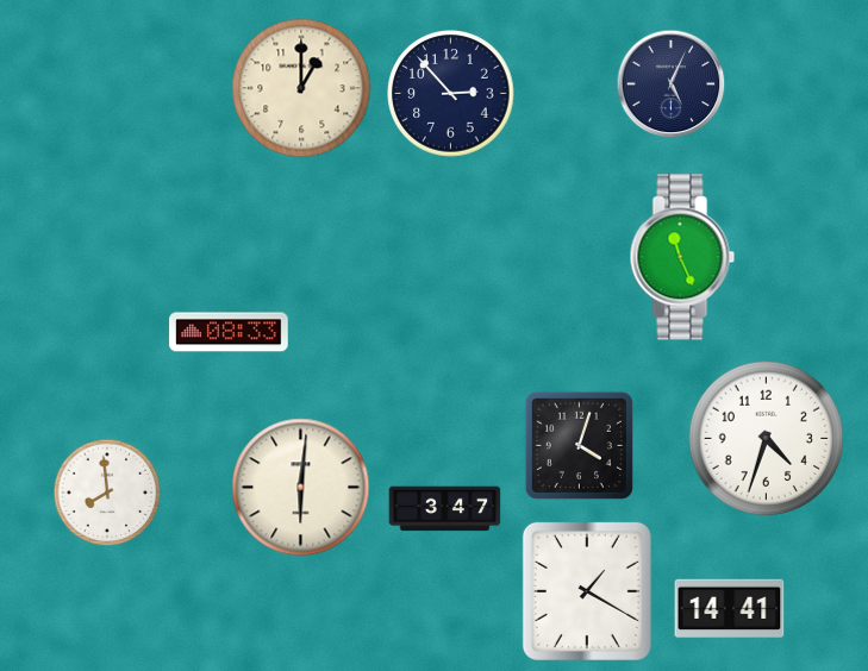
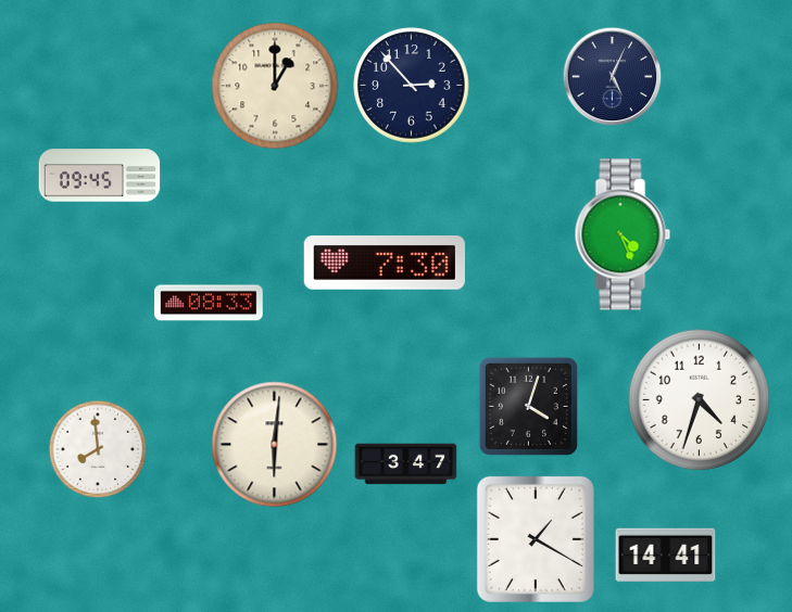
clock at (301, 88) position: (301, 88) -> (275, 86)
clock at (100, 176): none -> 09:45
clock at (682, 257): 11:26 -> 4:26
clock at (385, 264): none -> 7:30
